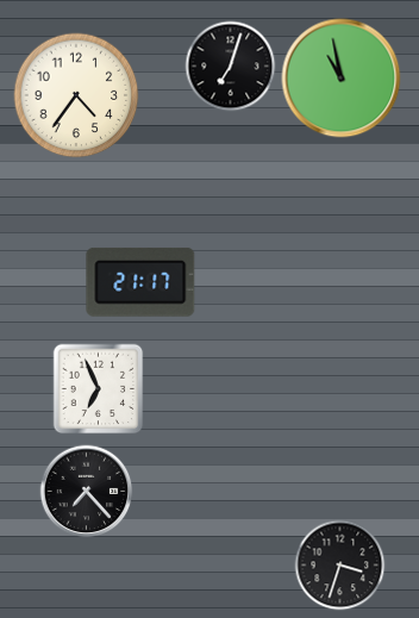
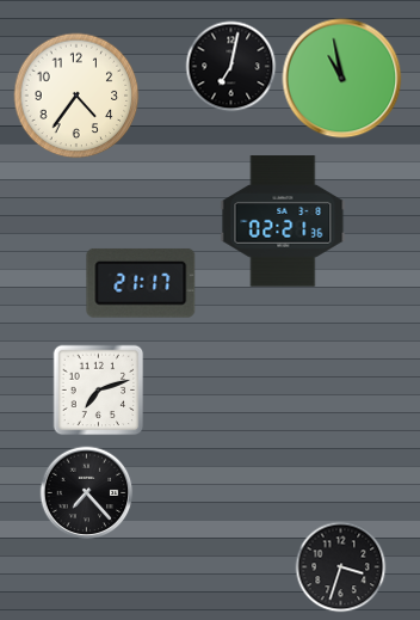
clock at (231, 67): 7:03 -> 7:02
clock at (283, 221): none -> 02:21
clock at (99, 389): 6:56 -> 7:12
